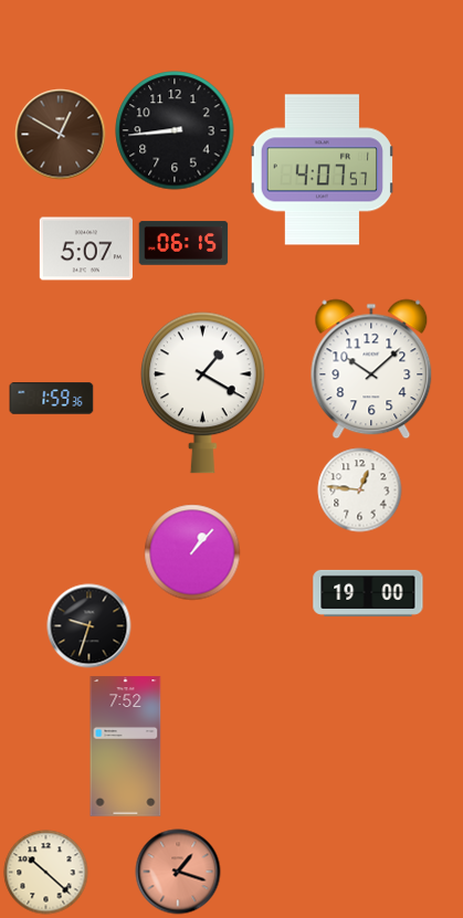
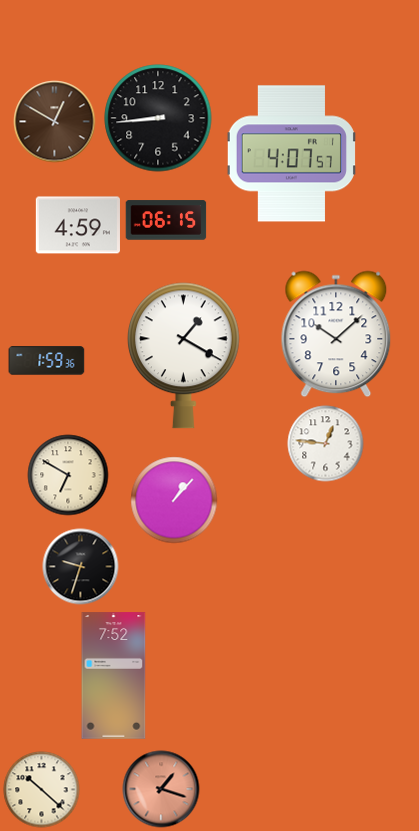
clock at (86, 249): 5:07 -> 4:59
clock at (68, 475): none -> 6:50
clock at (368, 593): 19:00 -> none
